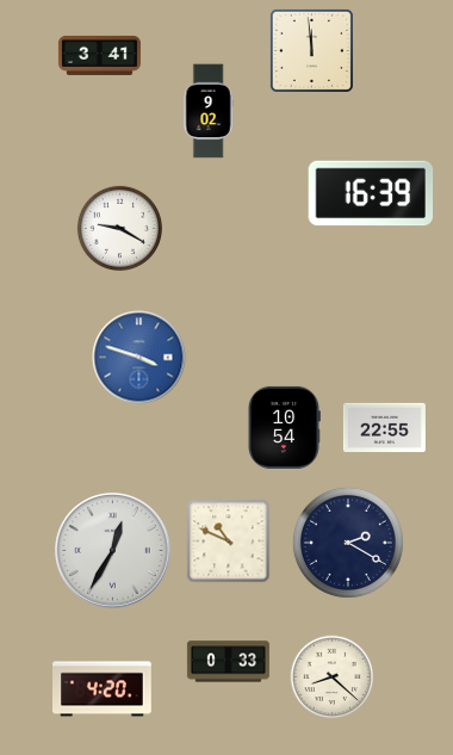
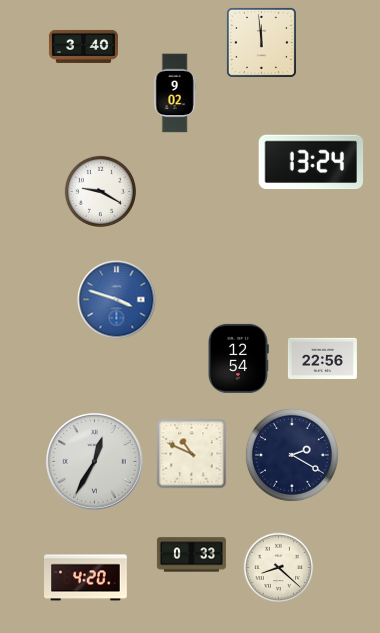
clock at (99, 55): 3:41 -> 3:40
clock at (371, 193): 16:39 -> 13:24
clock at (285, 427): 10:54 -> 12:54
clock at (384, 427): 22:55 -> 22:56
